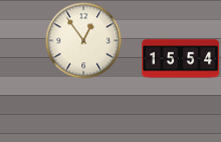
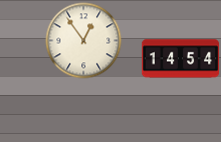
clock at (181, 59): 15:54 -> 14:54
